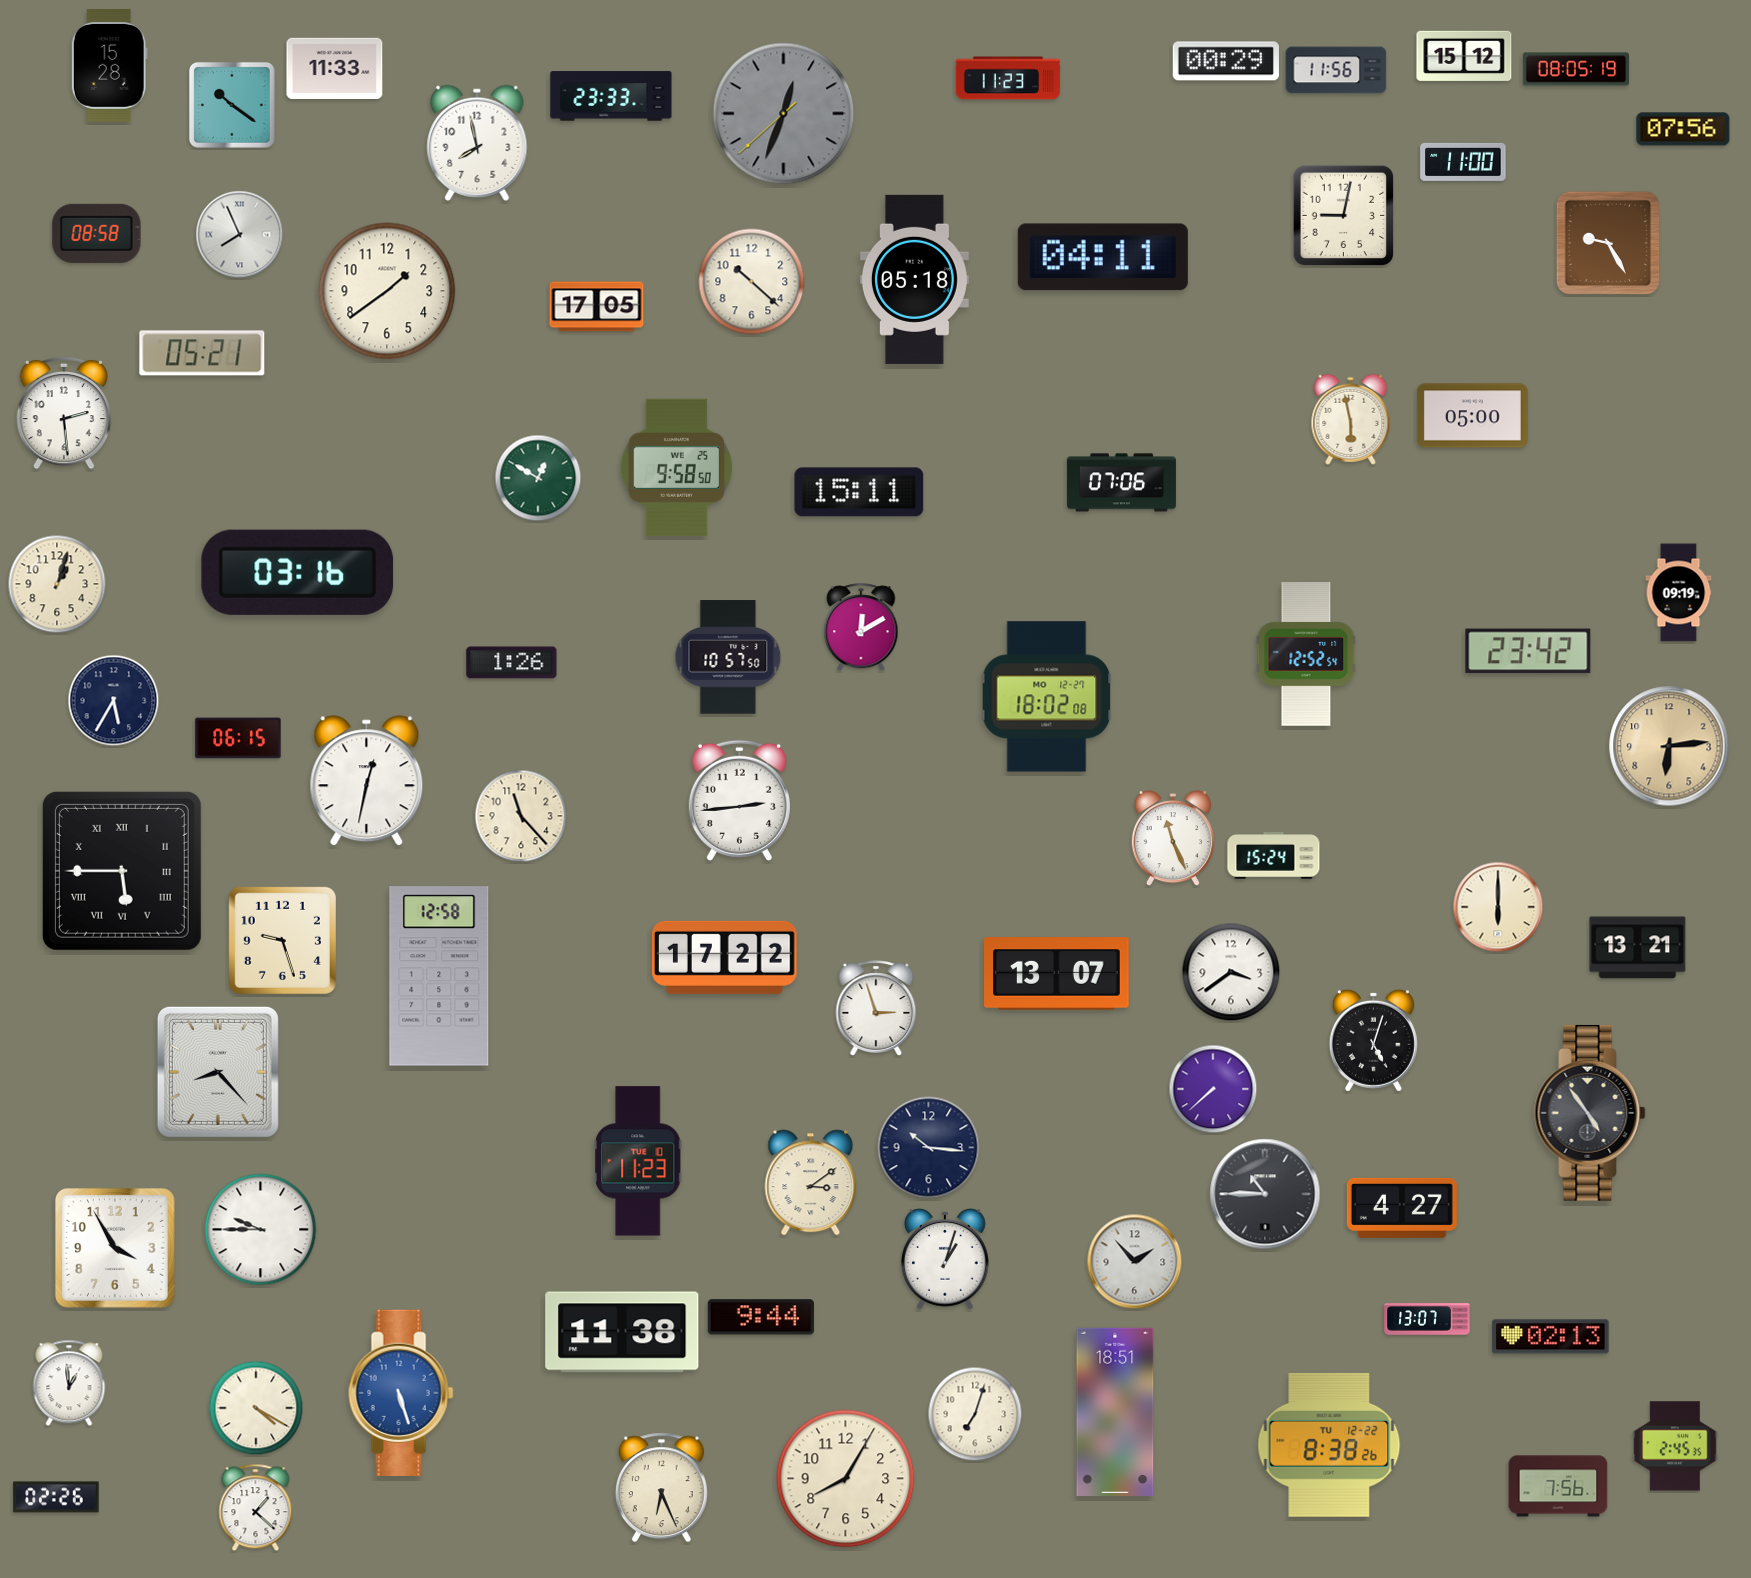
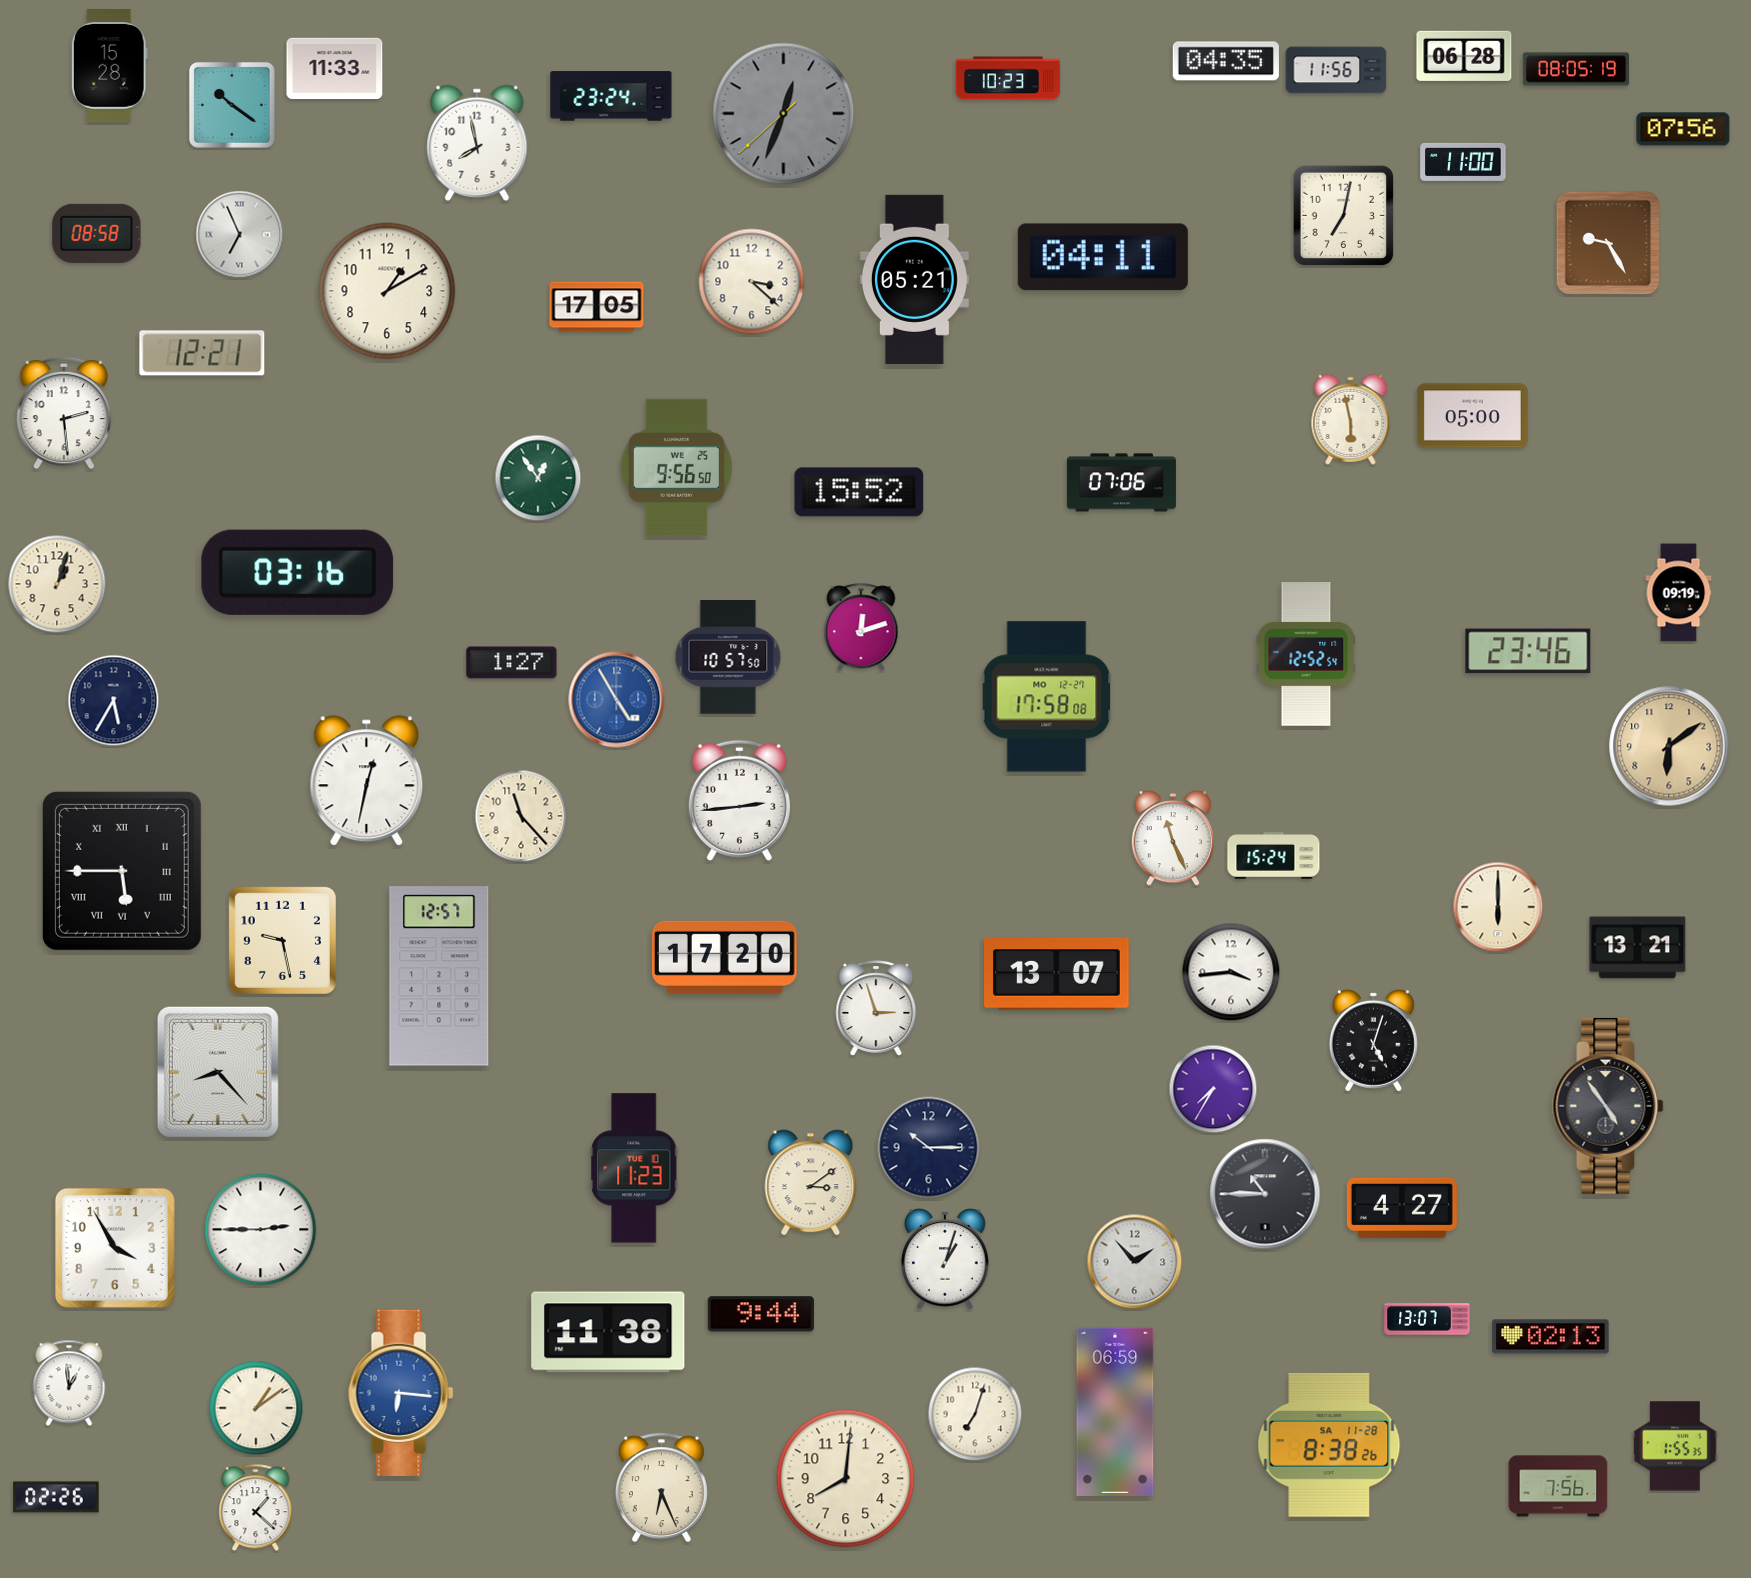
clock at (1464, 56): 15:12 -> 06:28
clock at (1226, 61): 00:29 -> 04:35
clock at (1008, 78): 11:23 -> 10:23
clock at (611, 96): 23:33 -> 23:24
clock at (1344, 216): 9:02 -> 7:02
clock at (240, 235): 7:56 -> 6:56
clock at (914, 279): 05:18 -> 05:21
clock at (752, 282): 10:22 -> 3:22
clock at (387, 291): 1:39 -> 1:10
clock at (202, 353): 05:21 -> 12:21
clock at (676, 467): 9:58 -> 9:56
clock at (538, 478): 12:50 -> 12:54
clock at (859, 492): 15:11 -> 15:52
clock at (861, 628): 12:10 -> 12:12
clock at (1528, 651): 23:42 -> 23:46
clock at (512, 663): 1:26 -> 1:27
clock at (1047, 697): 18:02 -> 17:58
clock at (617, 700): none -> 4:55
clock at (238, 738): 06:15 -> none
clock at (1669, 746): 6:14 -> 6:09
clock at (282, 940): 9:27 -> 9:28
clock at (725, 957): 17:22 -> 17:20
clock at (1231, 972): 3:39 -> 3:44
clock at (439, 976): 12:58 -> 12:57
clock at (1213, 1089): 7:38 -> 7:35
clock at (1590, 1113) position: (1590, 1113) -> (1608, 1106)
clock at (929, 1148): 10:16 -> 10:15
clock at (638, 1161) position: (638, 1161) -> (634, 1168)
clock at (261, 1230): 9:45 -> 2:45
clock at (761, 1317) position: (761, 1317) -> (761, 1314)
clock at (622, 1332) position: (622, 1332) -> (608, 1332)
clock at (401, 1392): 5:27 -> 6:16
clock at (256, 1408): 4:20 -> 1:09
clock at (1115, 1412): 18:51 -> 06:59
clock at (1329, 1445) date: TU 12-22 -> SA 11-28
clock at (1675, 1446): 2:45 -> 1:55
clock at (846, 1479): 8:05 -> 8:01
